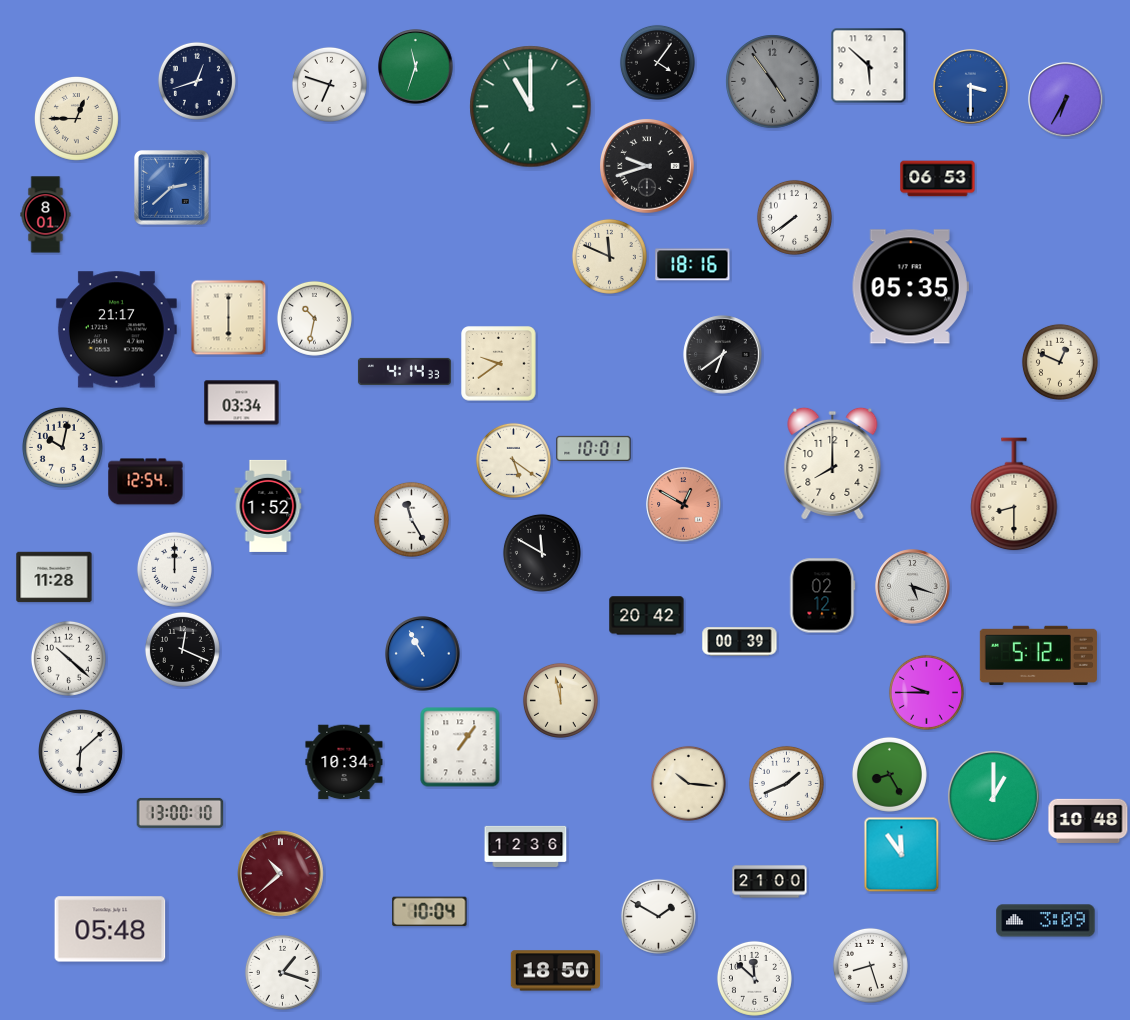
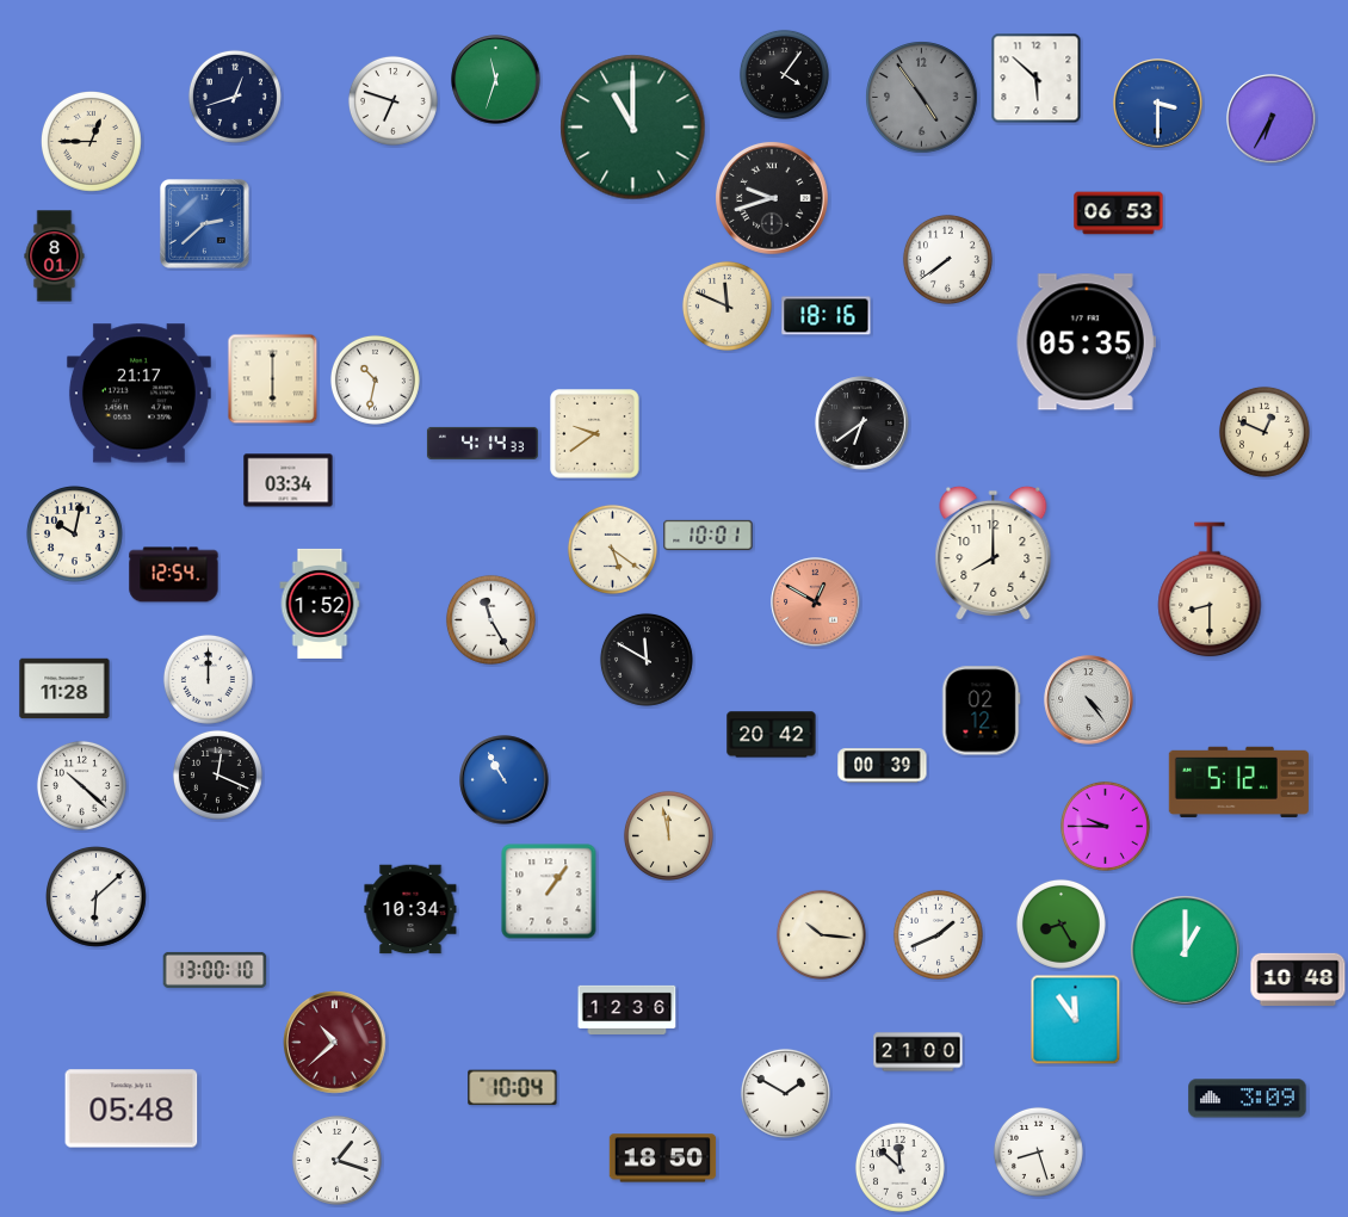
clock at (913, 587): 5:18 -> 4:24
